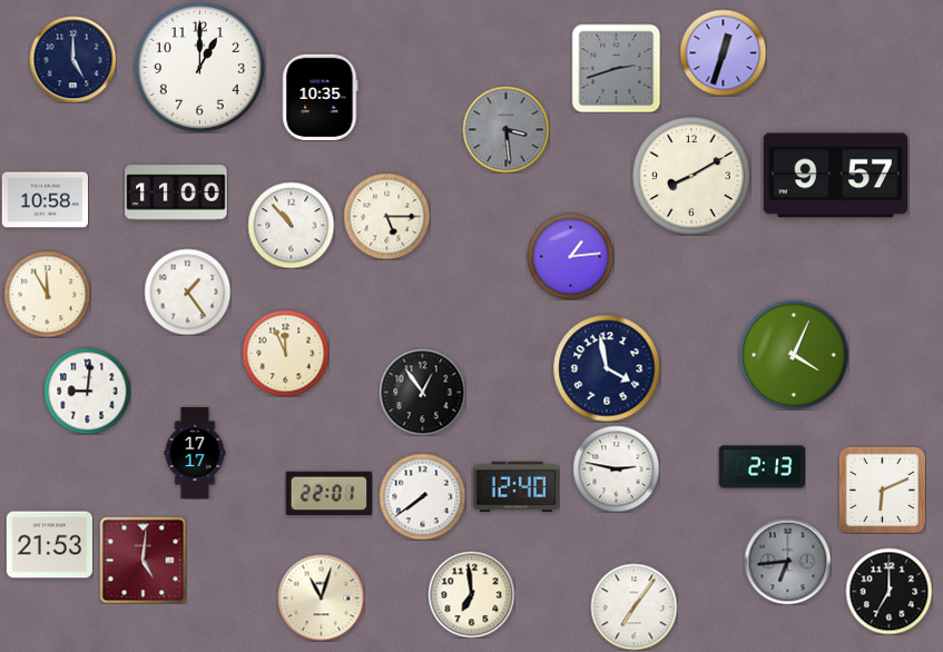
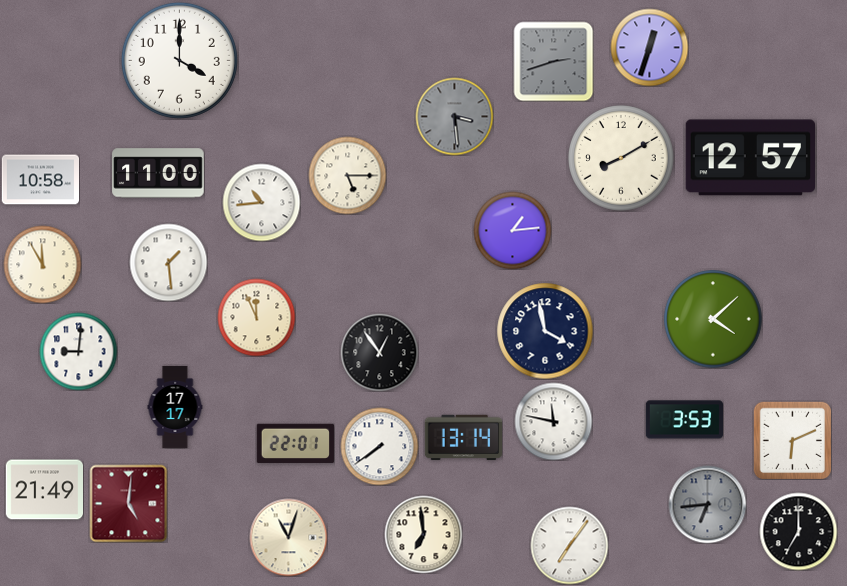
clock at (72, 59): 5:00 -> none
clock at (199, 67): 1:00 -> 4:00
clock at (321, 97): 10:35 -> none
clock at (835, 176): 9:57 -> 12:57
clock at (386, 216) position: (386, 216) -> (347, 175)
clock at (291, 225): 10:53 -> 10:44
clock at (187, 292): 1:24 -> 1:29
clock at (794, 355): 4:04 -> 4:08
clock at (762, 467): 2:13 -> 3:53
clock at (616, 468): 2:47 -> 11:47
clock at (515, 487): 12:40 -> 13:14
clock at (49, 545): 21:53 -> 21:49
